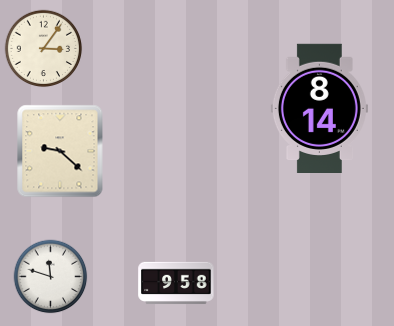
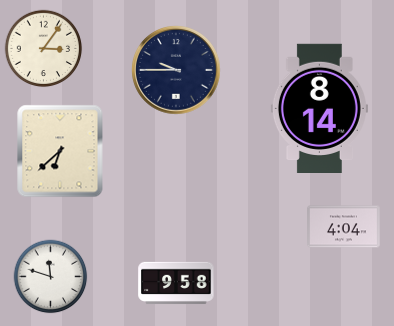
clock at (176, 70): none -> 9:45
clock at (60, 151): 9:22 -> 6:38
clock at (344, 227): none -> 4:04
